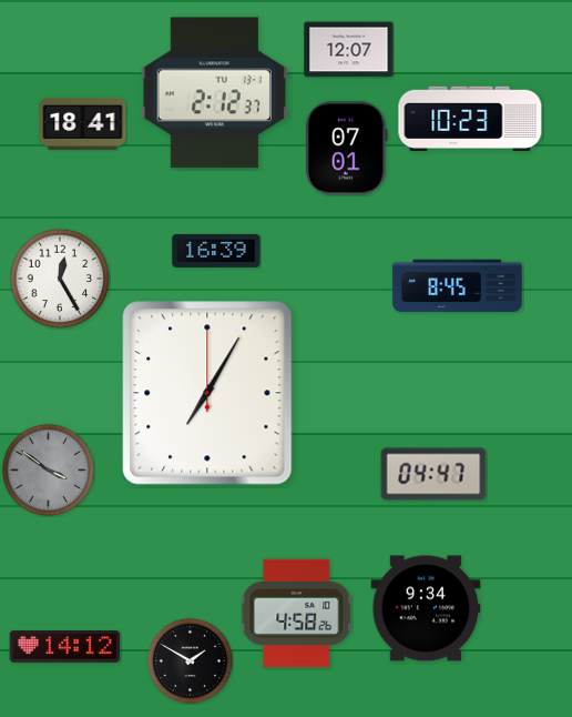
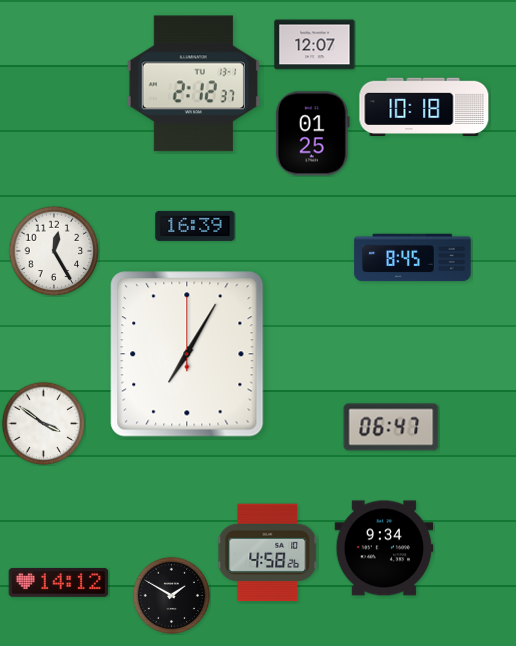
clock at (470, 118): 10:23 -> 10:18
clock at (83, 123): 18:41 -> none
clock at (346, 149): 07:01 -> 01:25
clock at (48, 469) dial: grey -> white
clock at (433, 474): 04:47 -> 06:47
